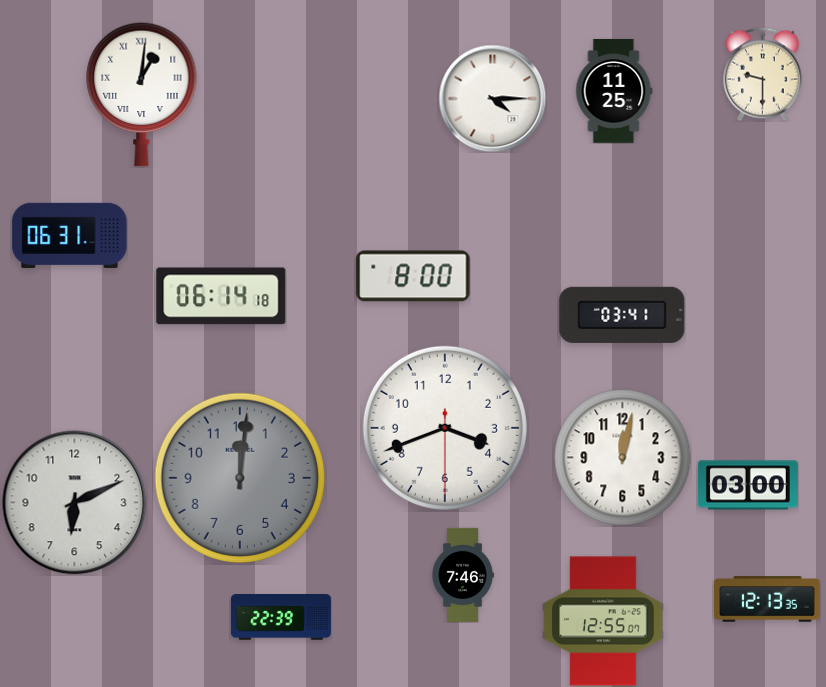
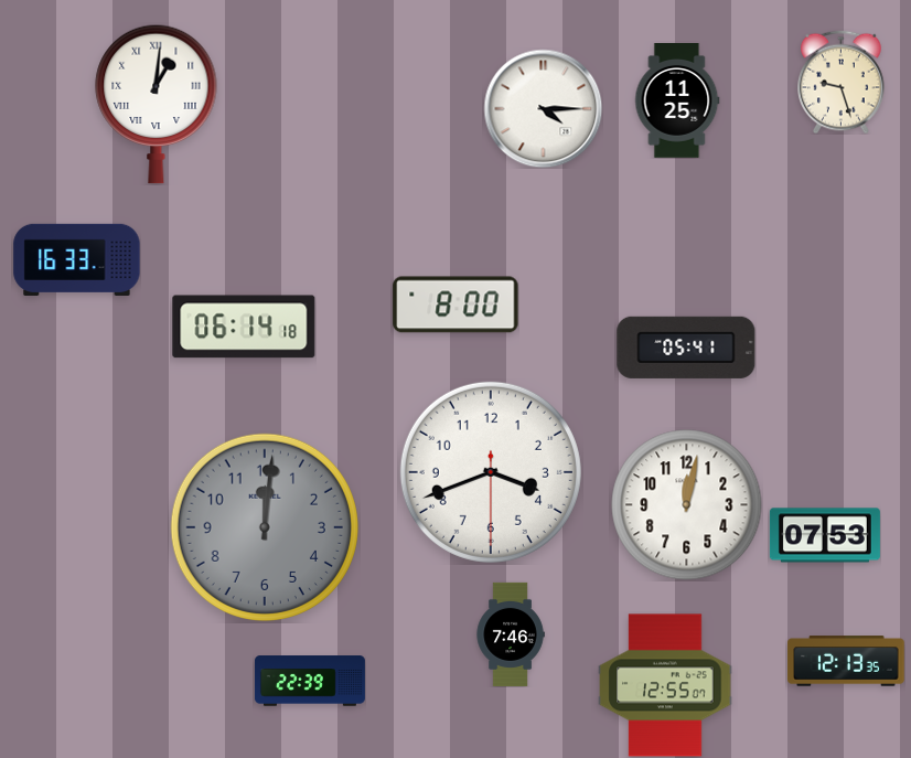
clock at (763, 74): 9:30 -> 9:27
clock at (70, 235): 06:31 -> 16:33
clock at (622, 315): 03:41 -> 05:41
clock at (748, 485): 03:00 -> 07:53
clock at (75, 503): 6:11 -> none
